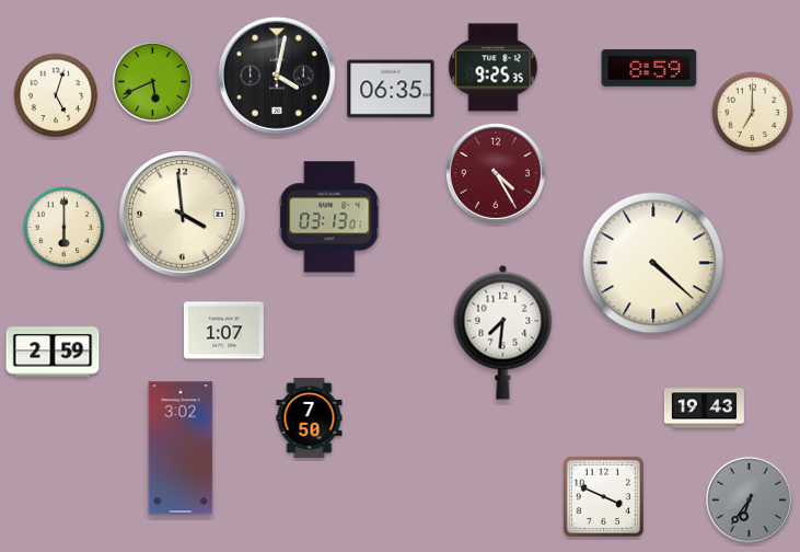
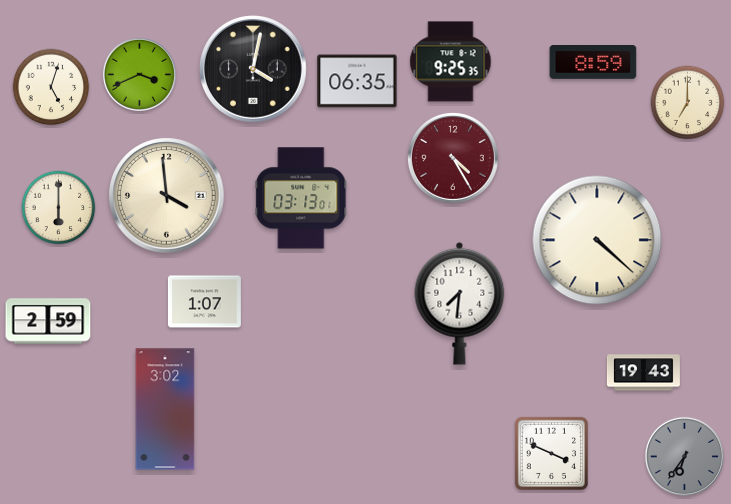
clock at (152, 81): 5:41 -> 3:41
clock at (310, 417): 7:50 -> none
